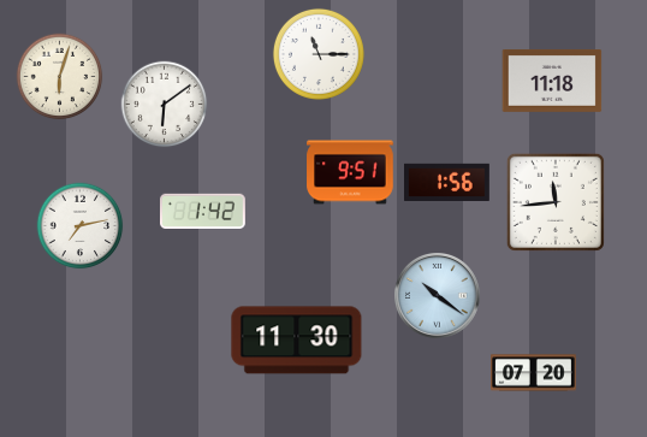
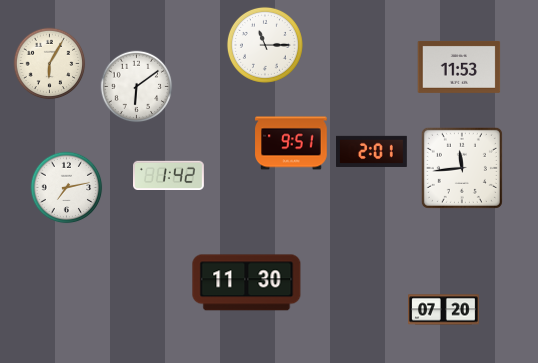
clock at (60, 77): 6:03 -> 6:05
clock at (552, 81): 11:18 -> 11:53
clock at (447, 182): 1:56 -> 2:01
clock at (438, 296): 10:21 -> none
